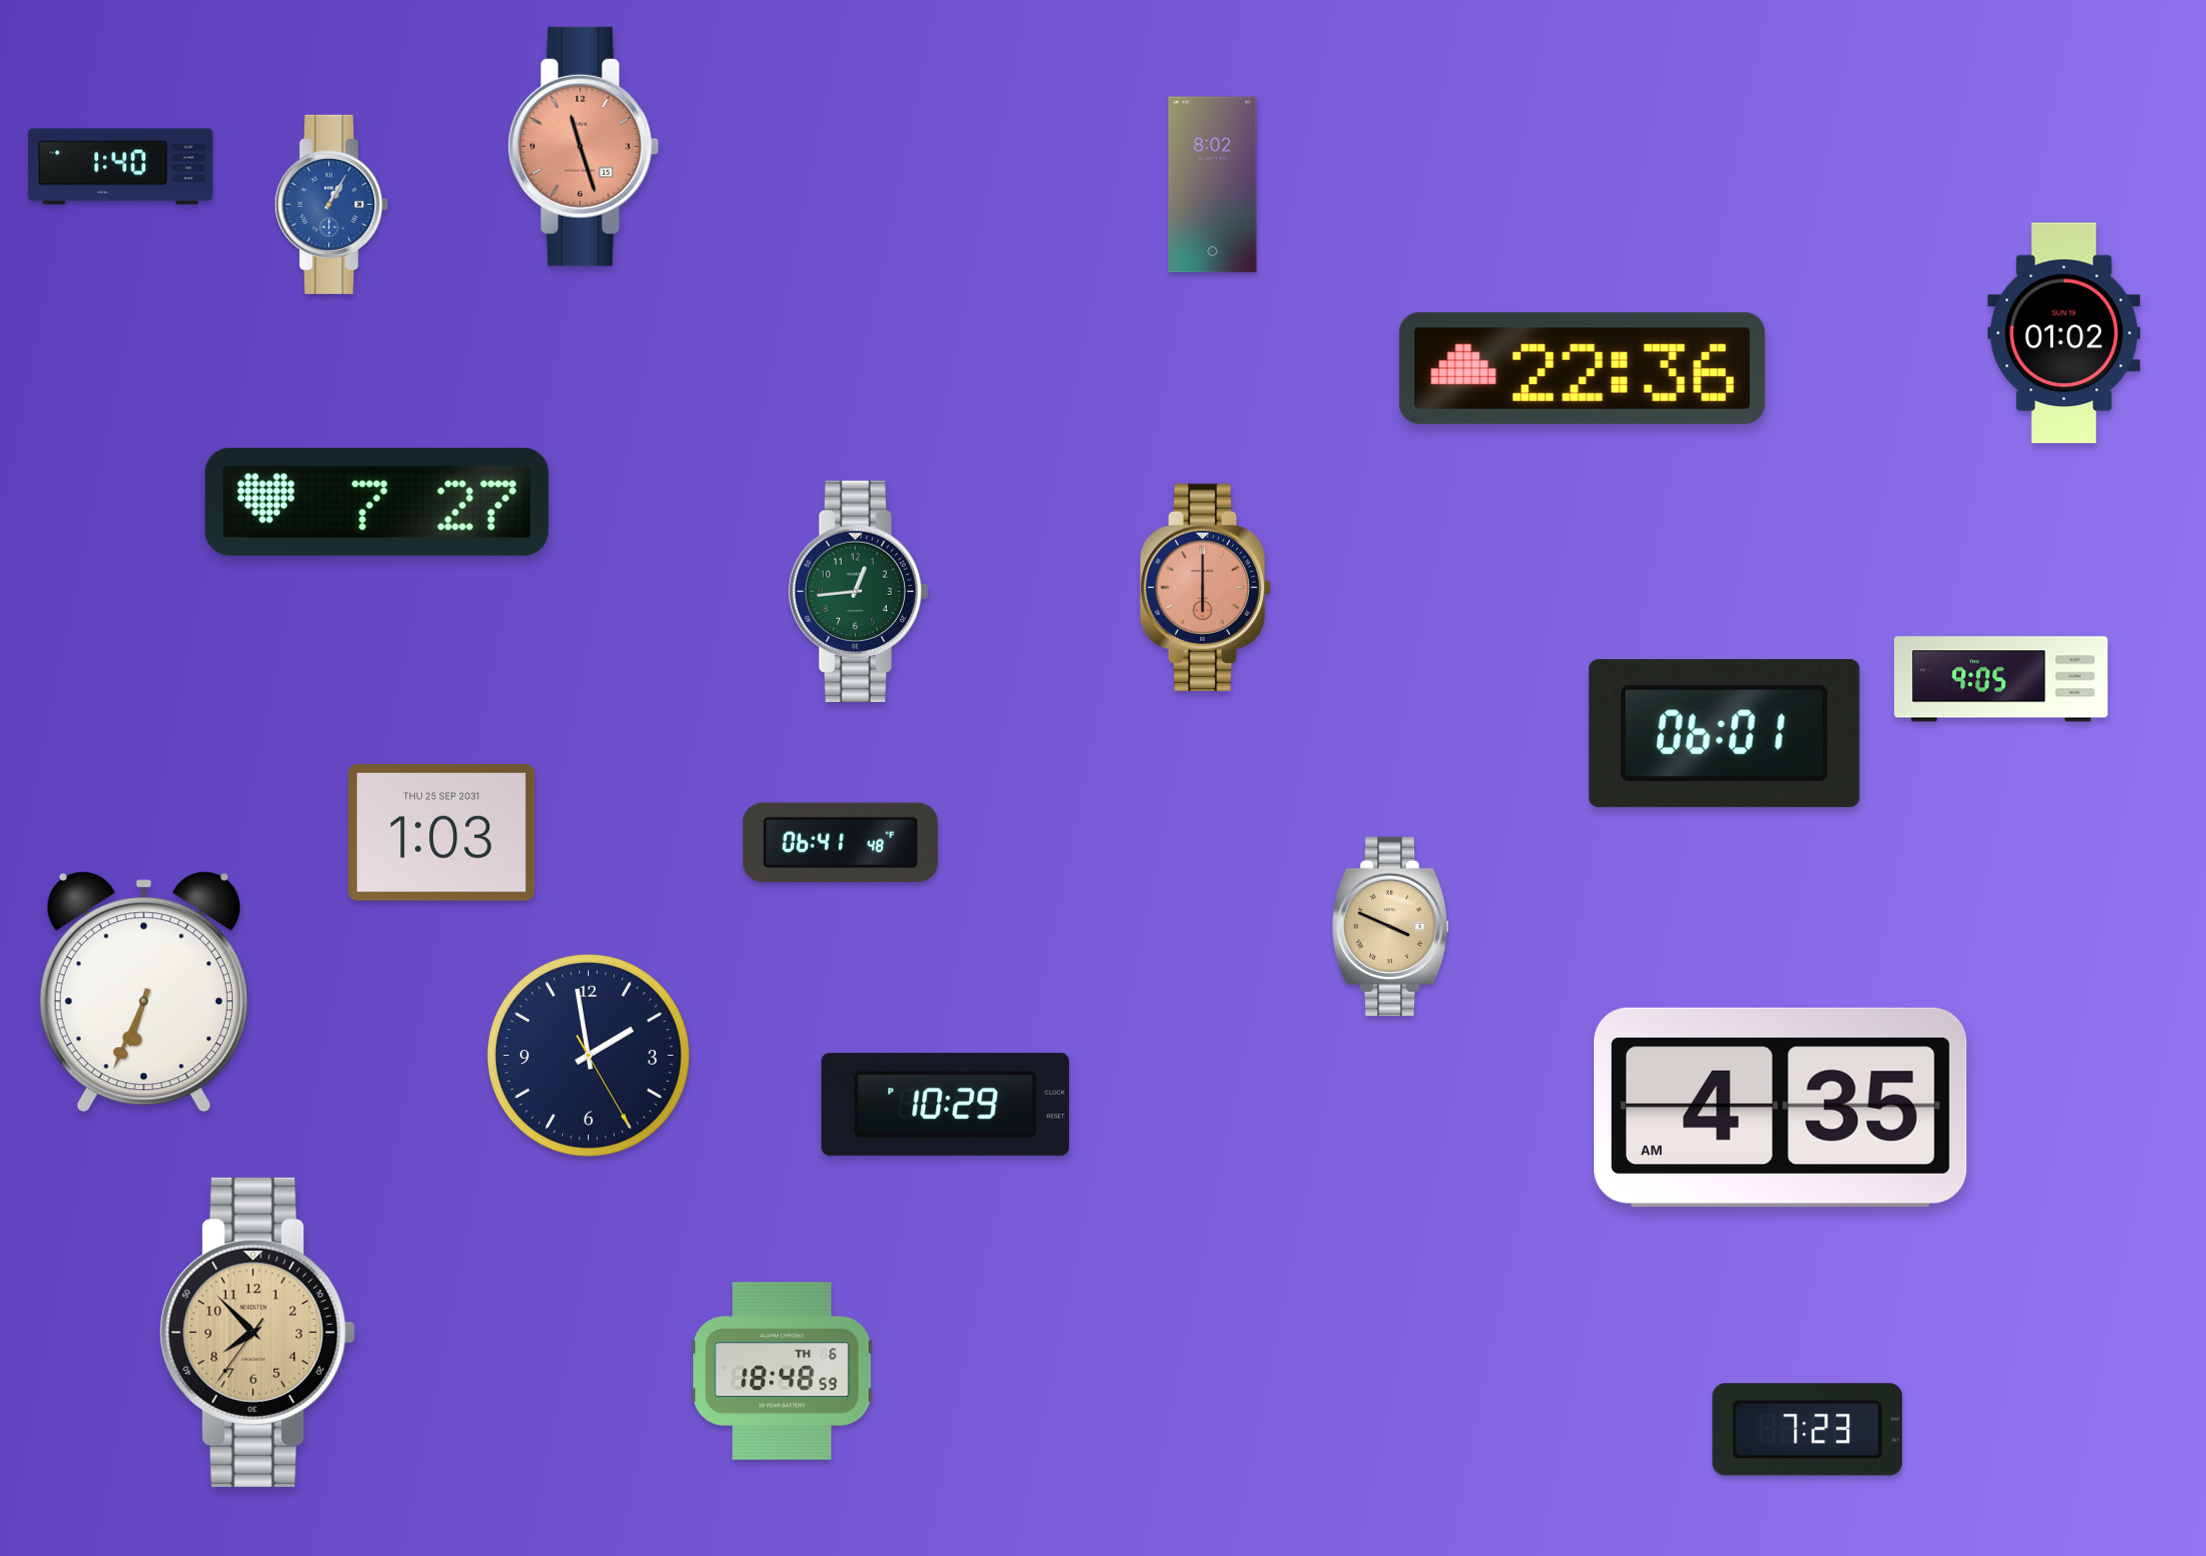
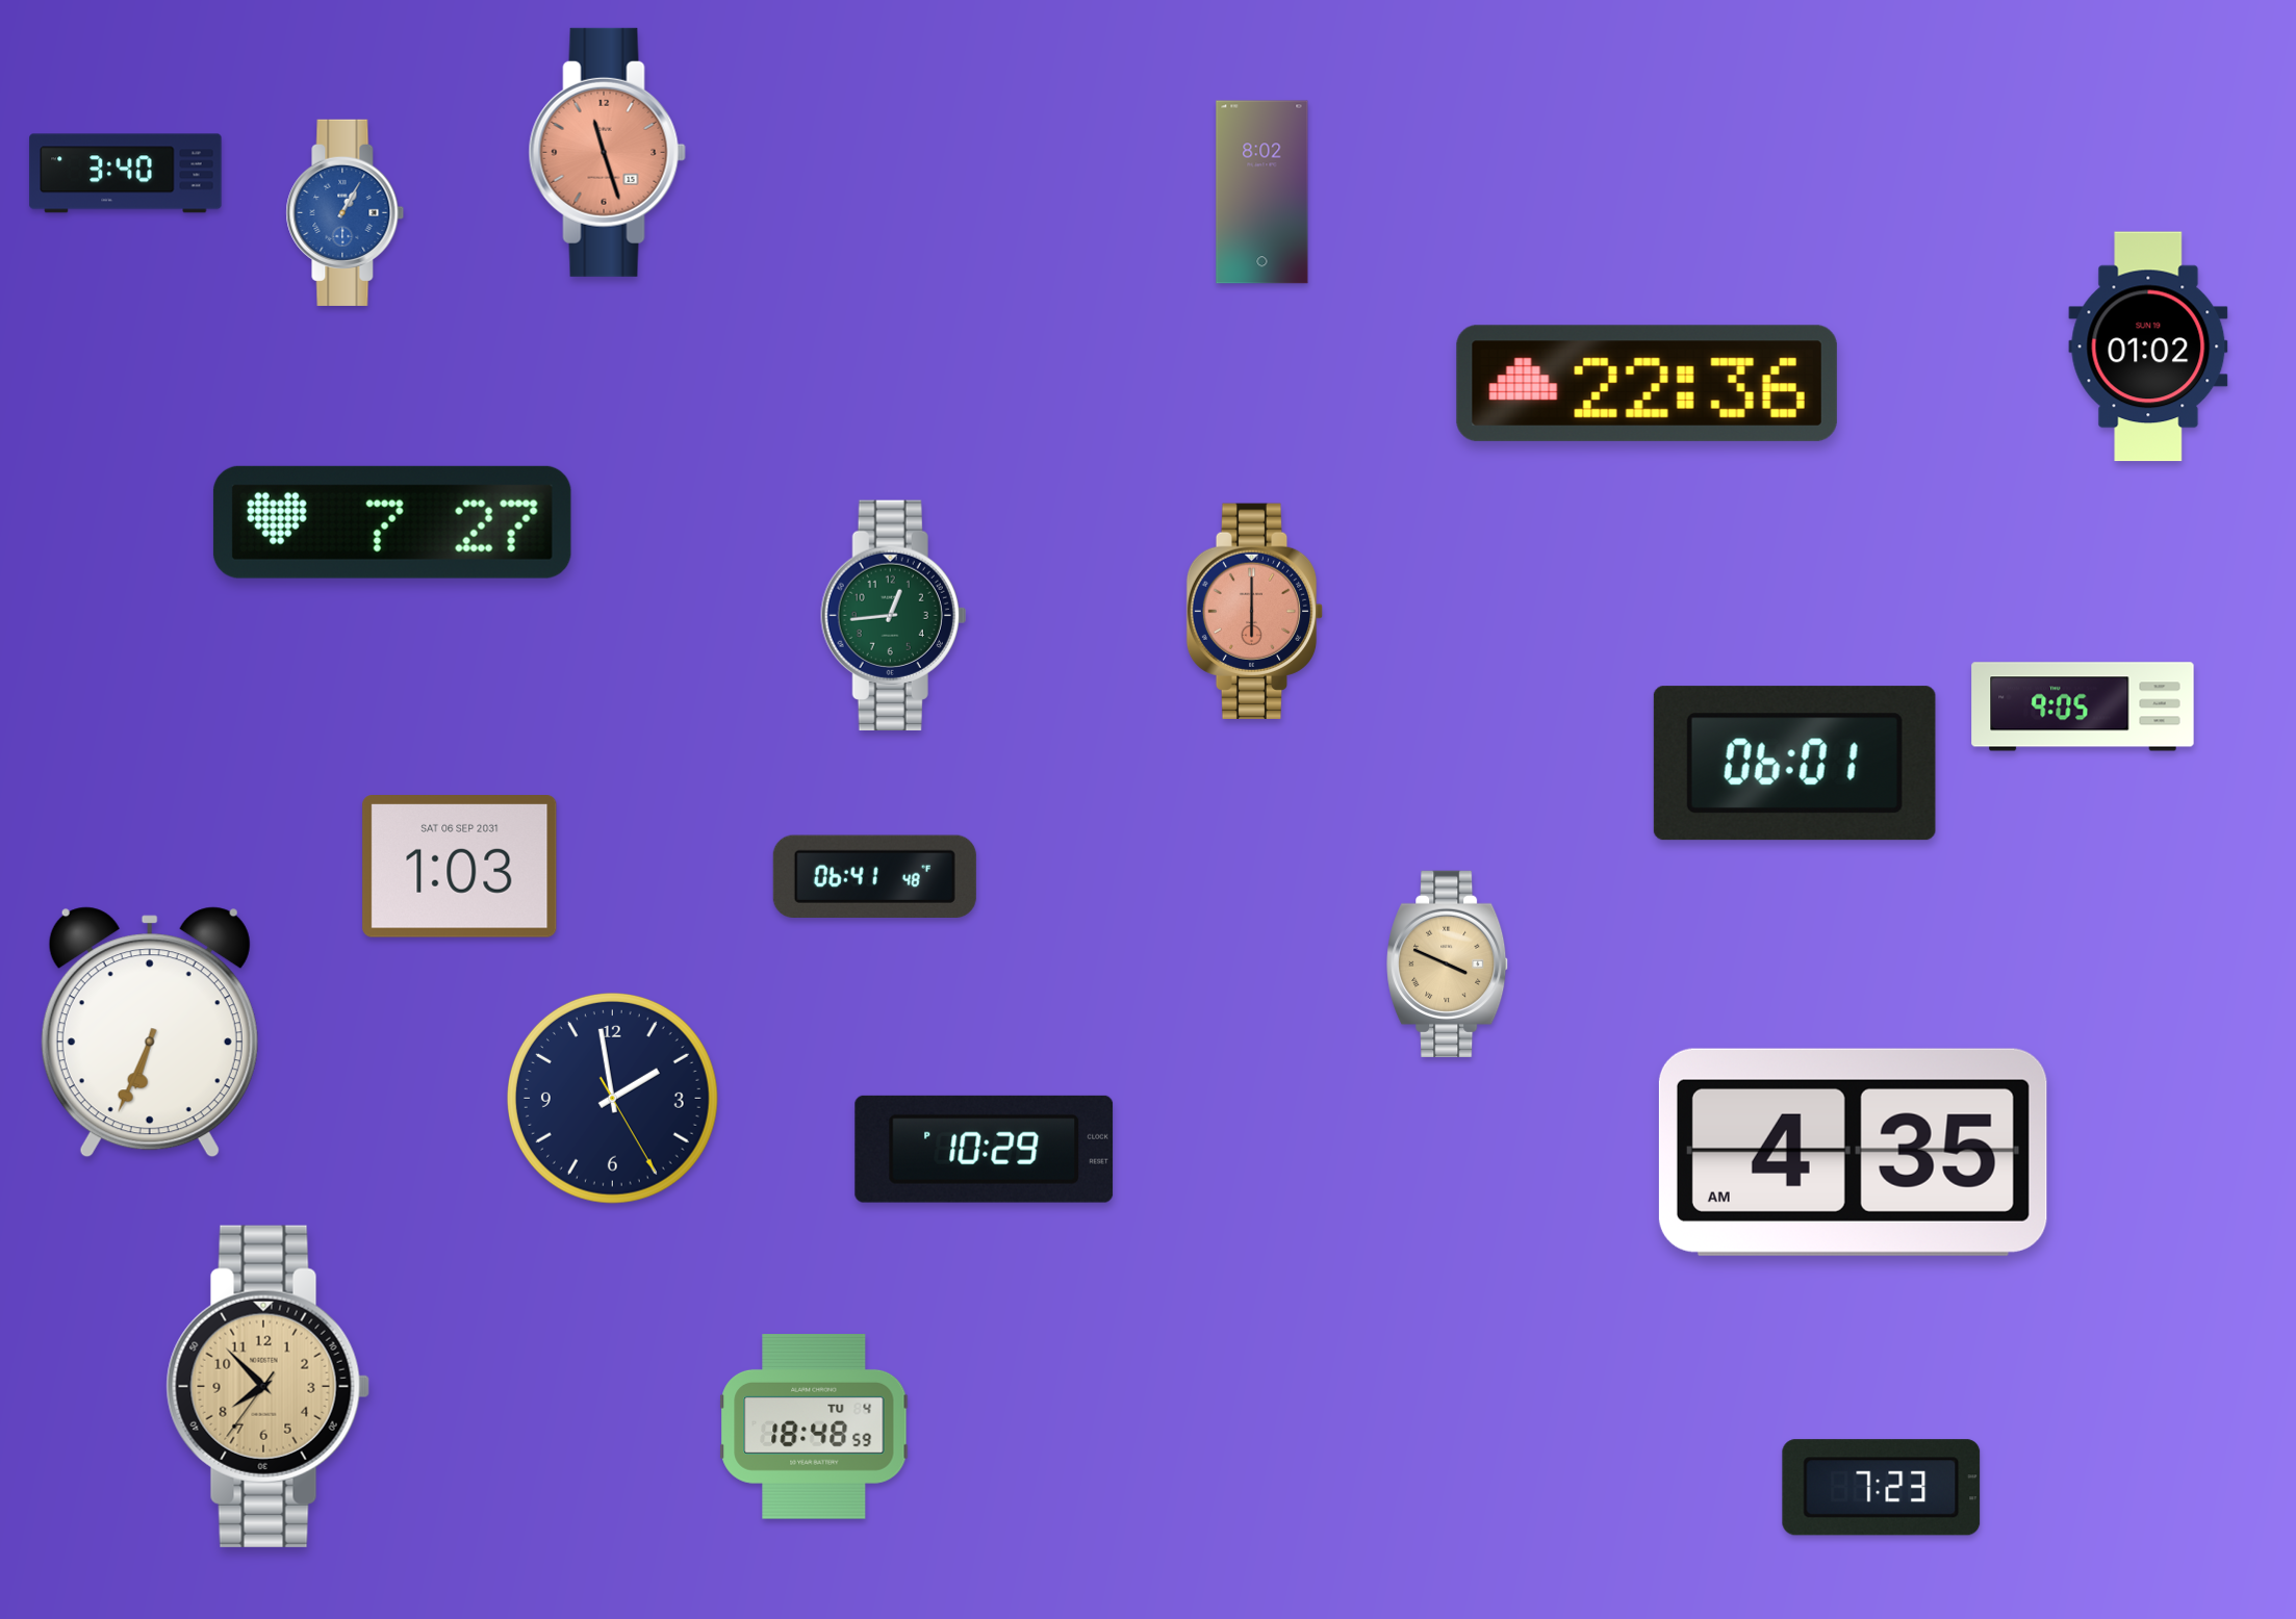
clock at (121, 167): 1:40 -> 3:40
clock at (442, 833) date: THU 25 SEP 2031 -> SAT 06 SEP 2031
clock at (782, 1371) date: TH 6 -> TU 4
